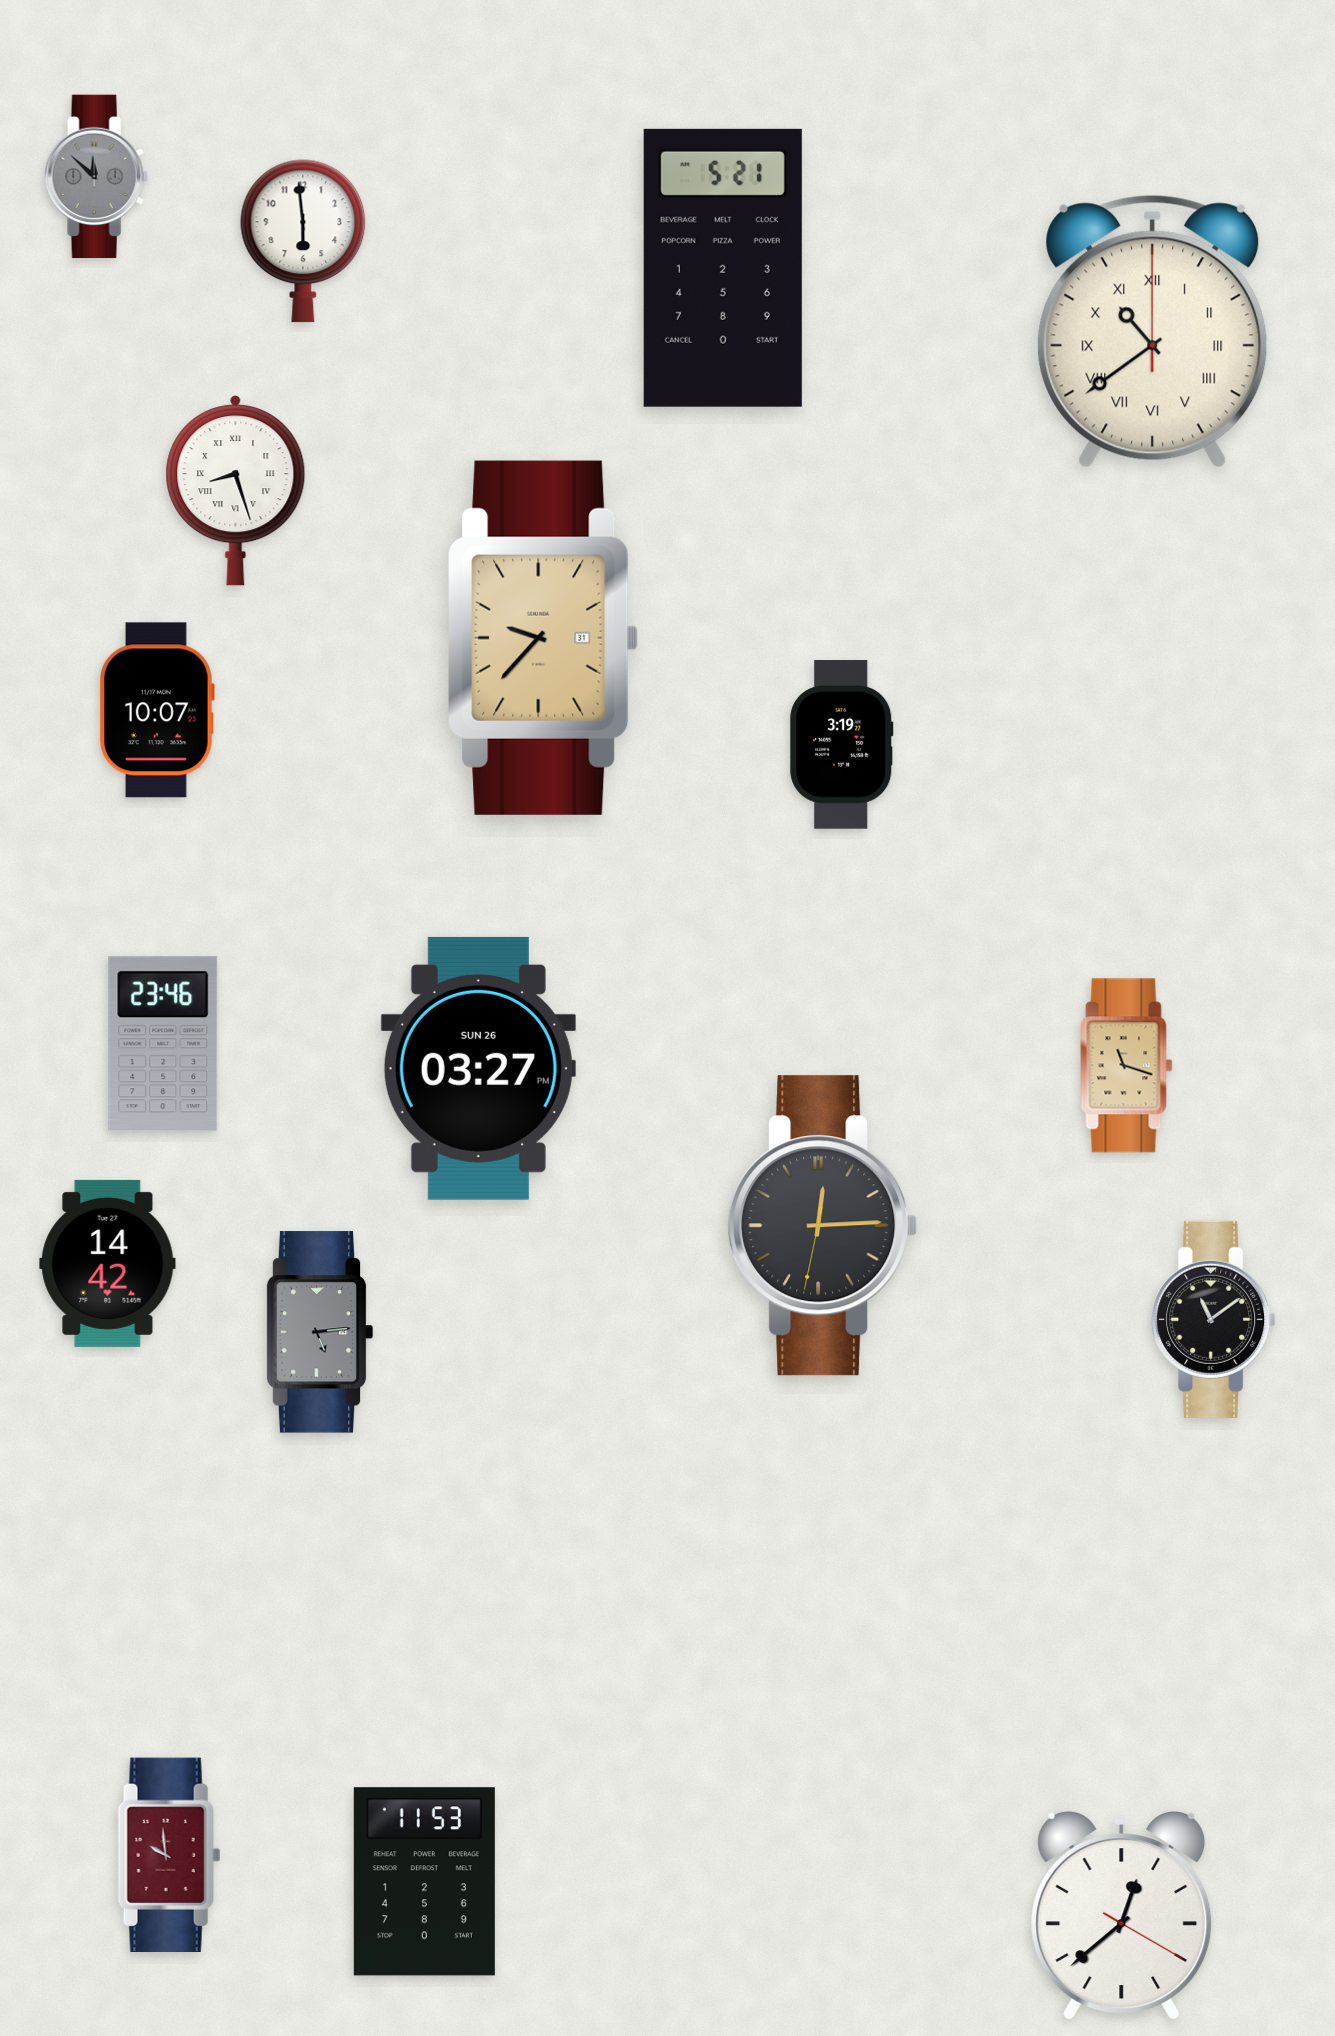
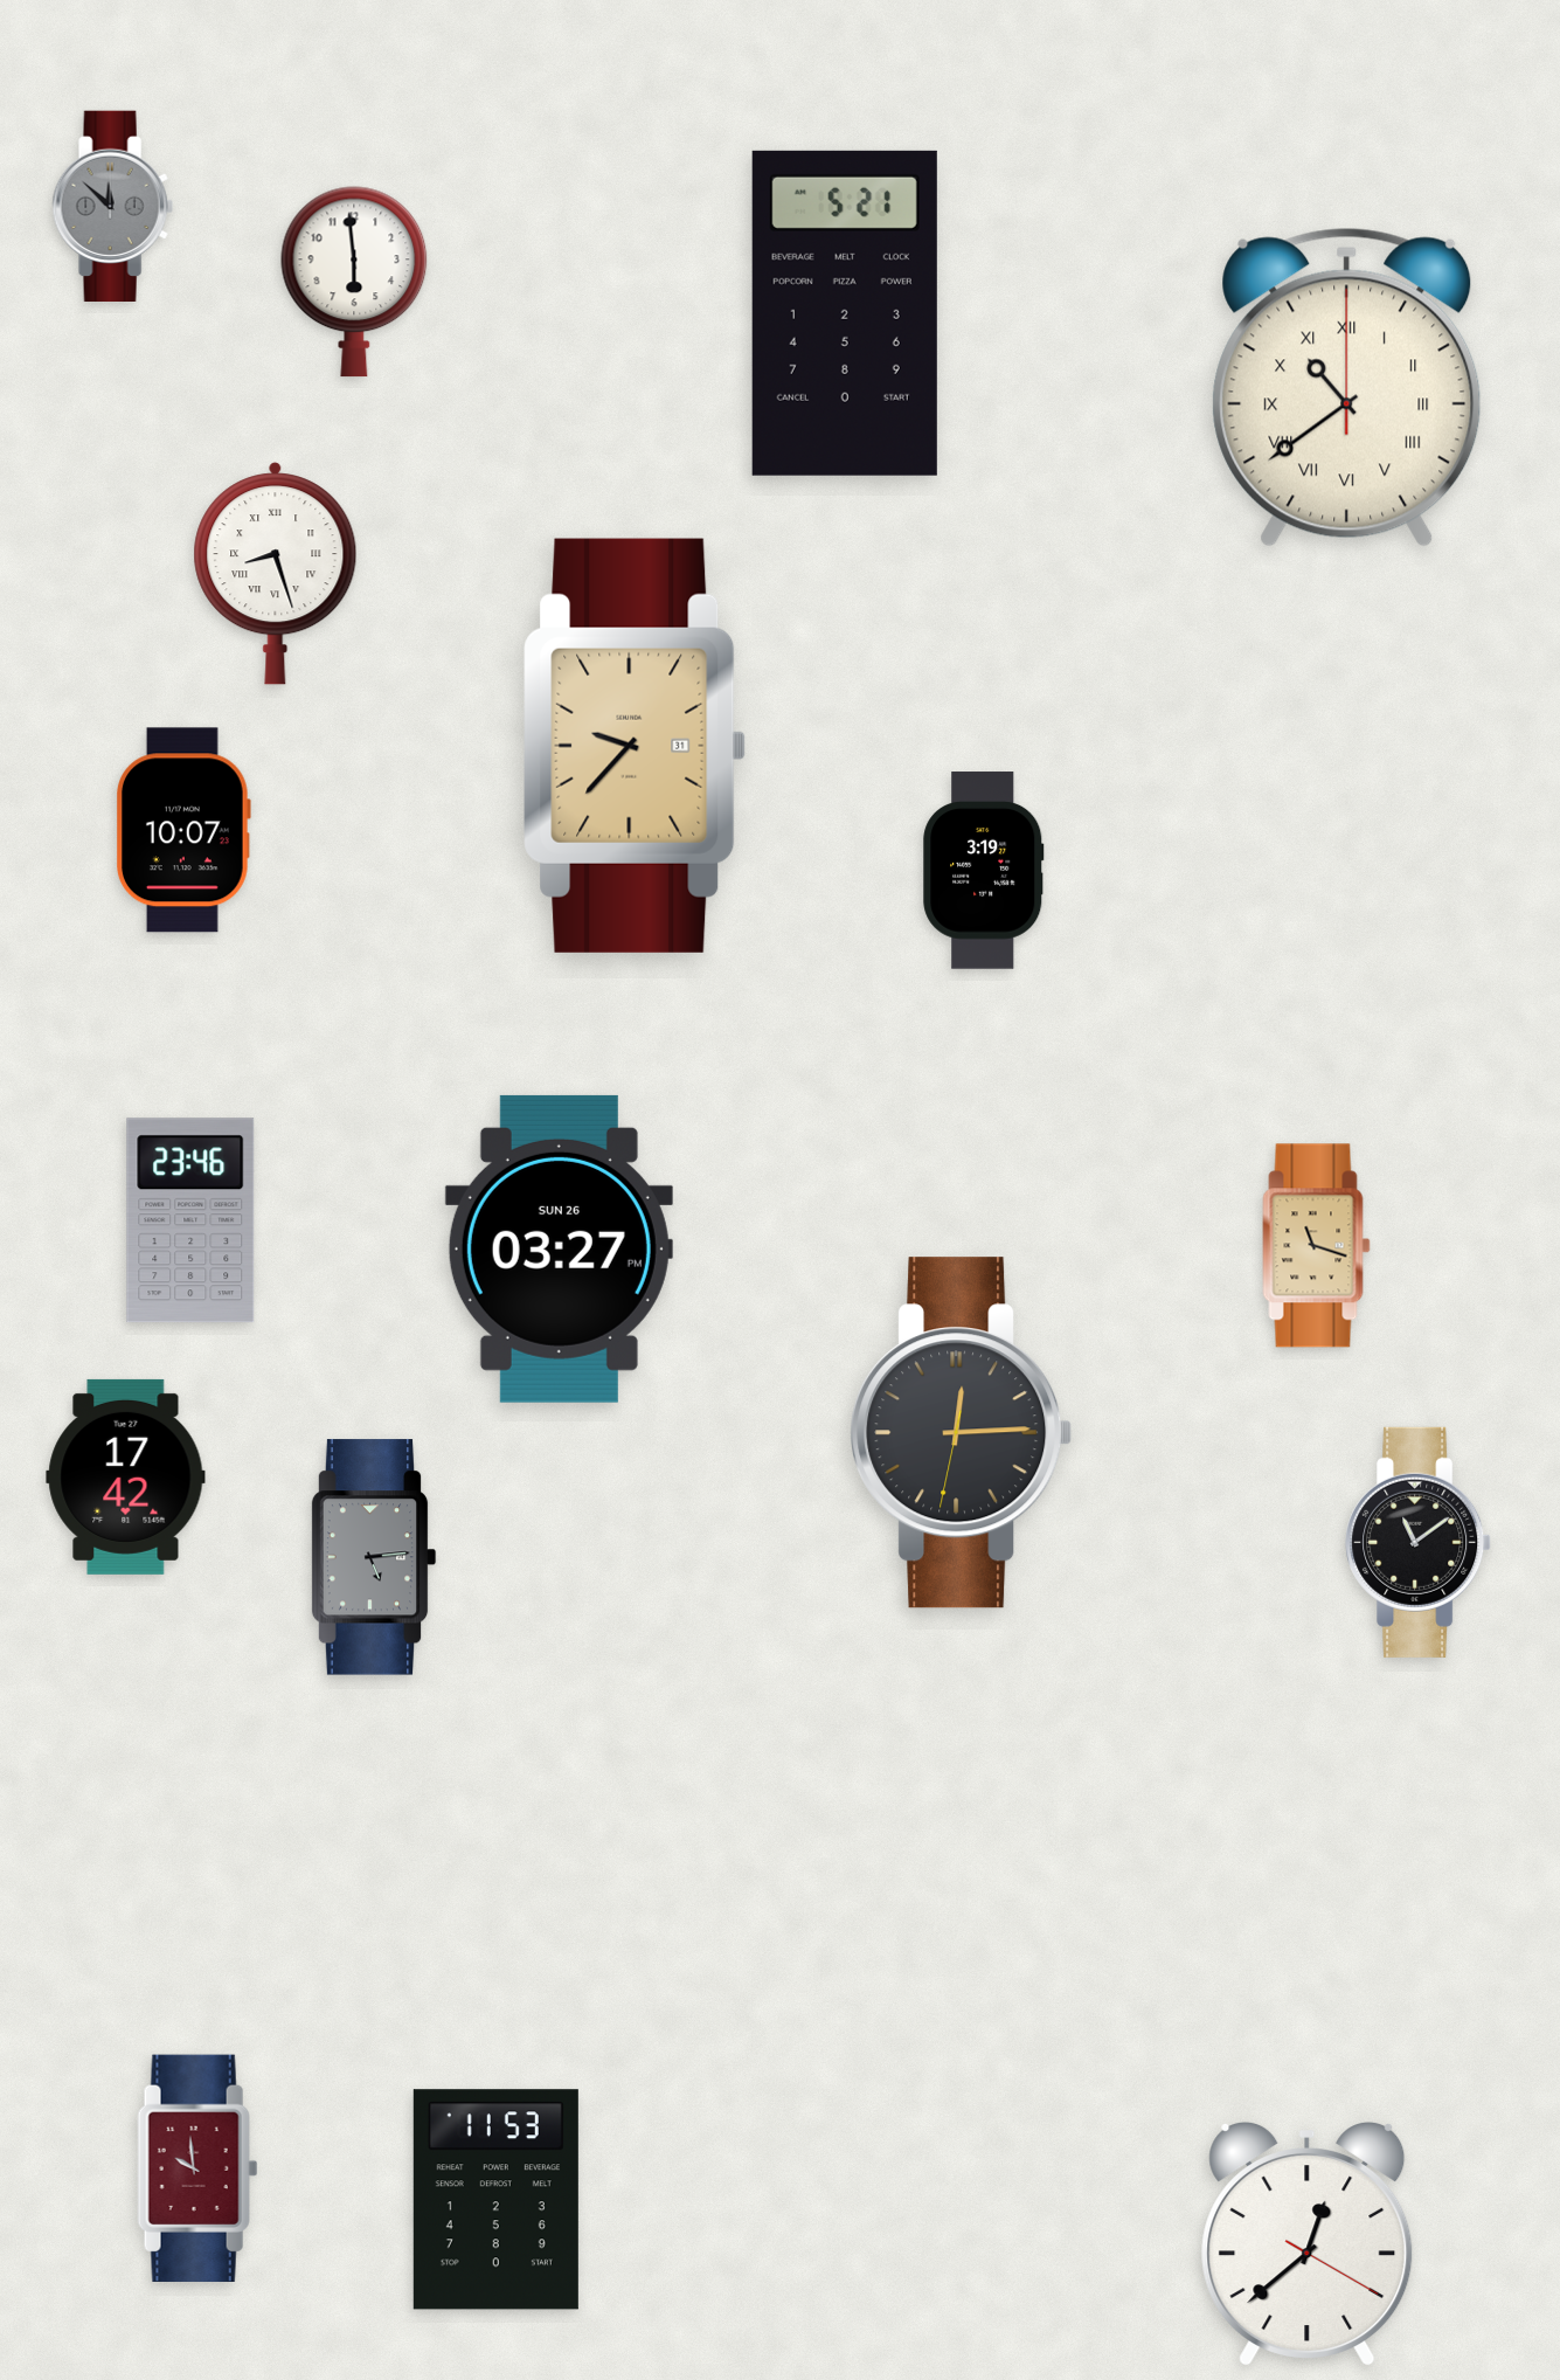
clock at (108, 1263): 14:42 -> 17:42
clock at (1122, 1916) position: (1122, 1916) -> (1308, 2244)
